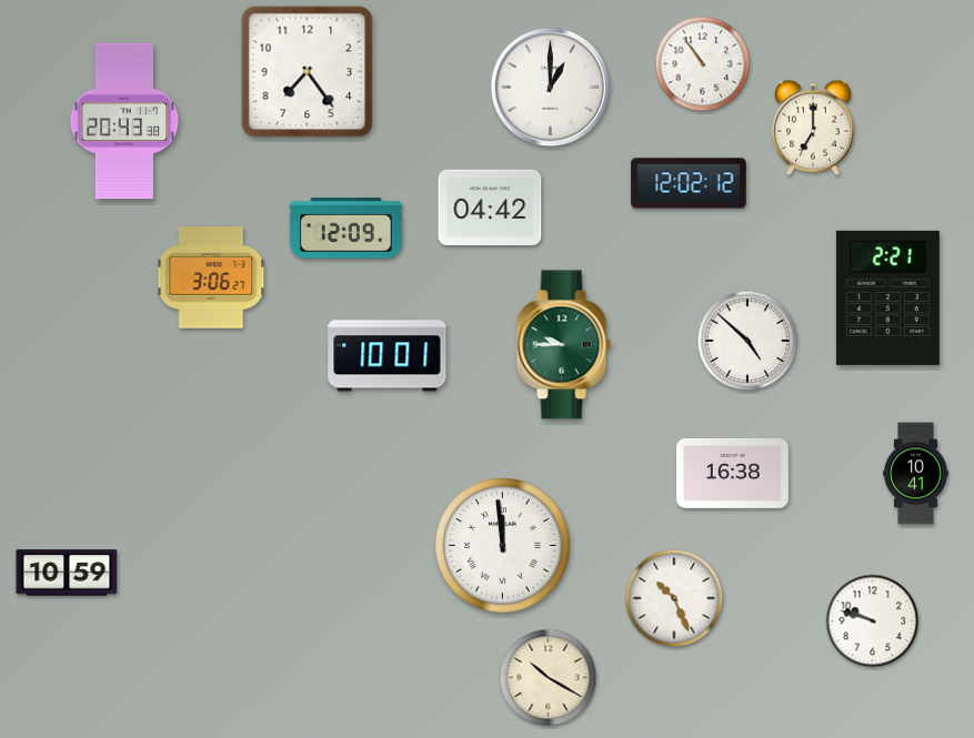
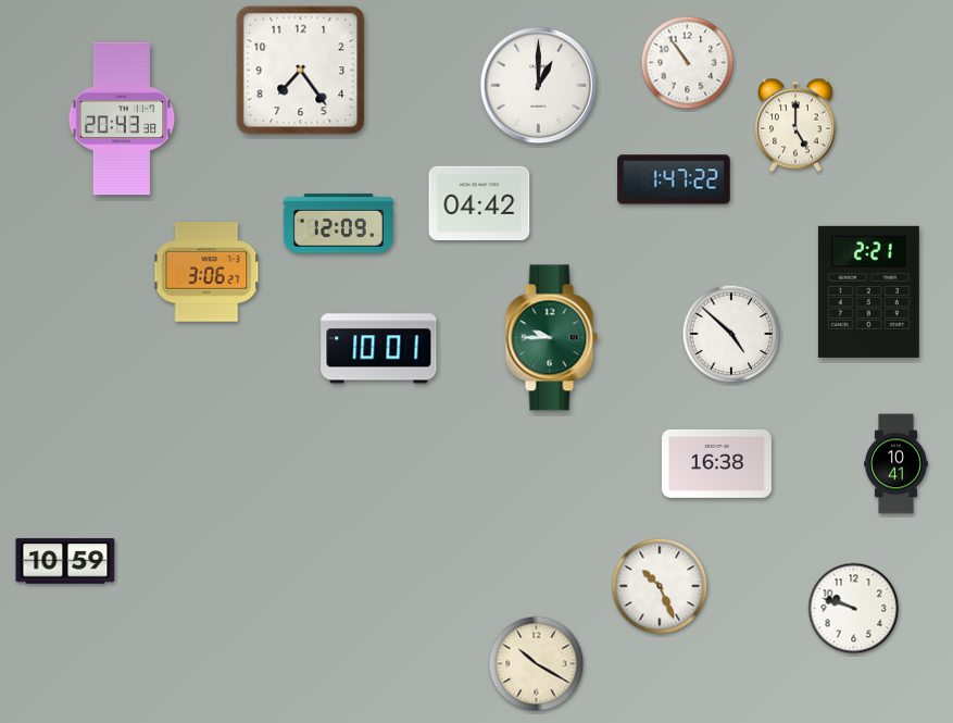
clock at (814, 128): 7:00 -> 5:00
clock at (689, 183): 12:02 -> 1:47
clock at (503, 546): 11:59 -> none
